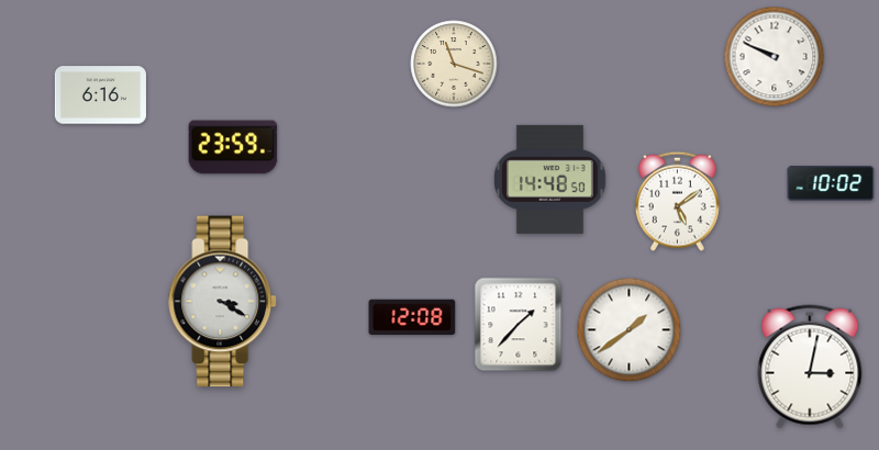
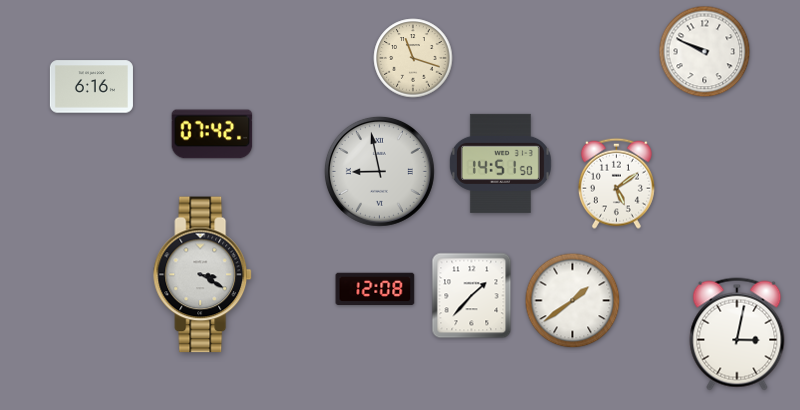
clock at (233, 147): 23:59 -> 07:42
clock at (549, 179): 14:48 -> 14:51
clock at (831, 183): 10:02 -> none
clock at (379, 171): none -> 8:58
